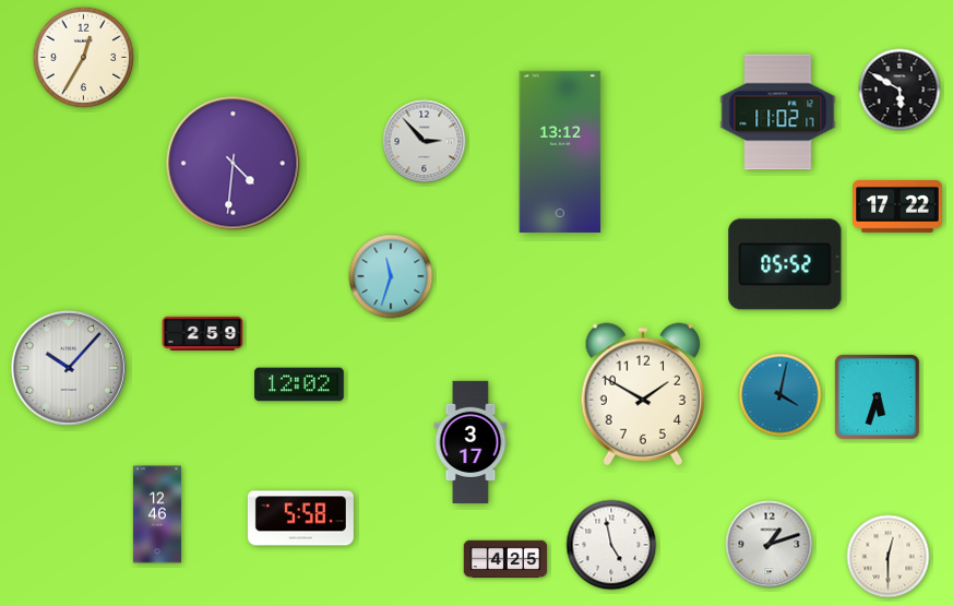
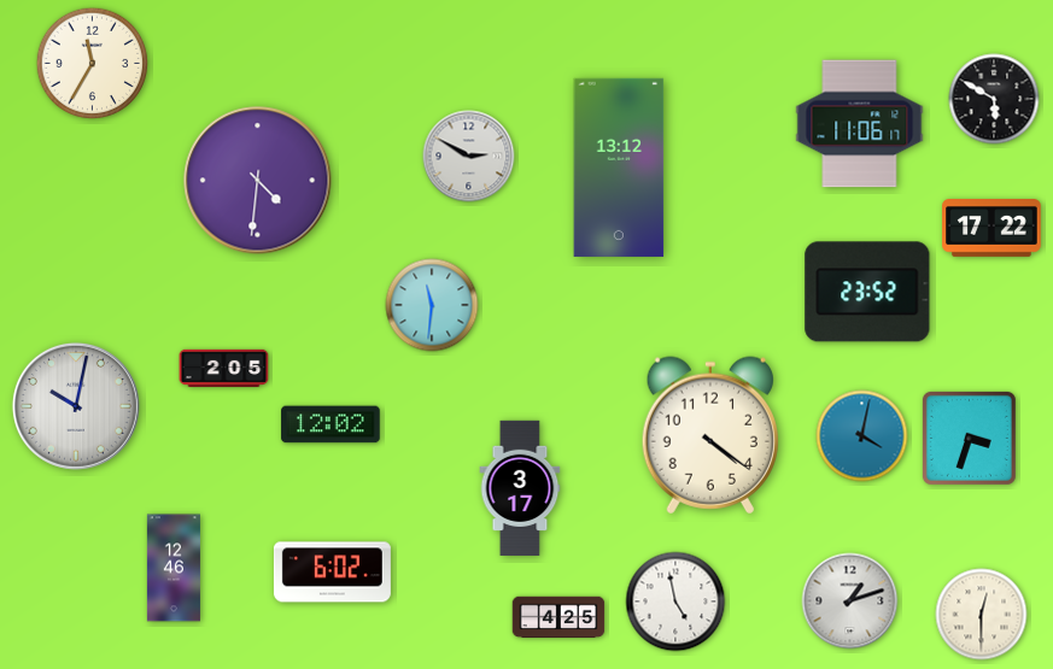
clock at (84, 58): 12:35 -> 11:35
clock at (778, 112): 11:02 -> 11:06
clock at (425, 142): 2:53 -> 2:50
clock at (785, 264): 05:52 -> 23:52
clock at (391, 276): 11:33 -> 11:31
clock at (203, 333): 2:59 -> 2:05
clock at (69, 368): 10:07 -> 10:02
clock at (643, 394): 1:50 -> 4:21
clock at (877, 396): 5:33 -> 3:33
clock at (300, 519): 5:58 -> 6:02
